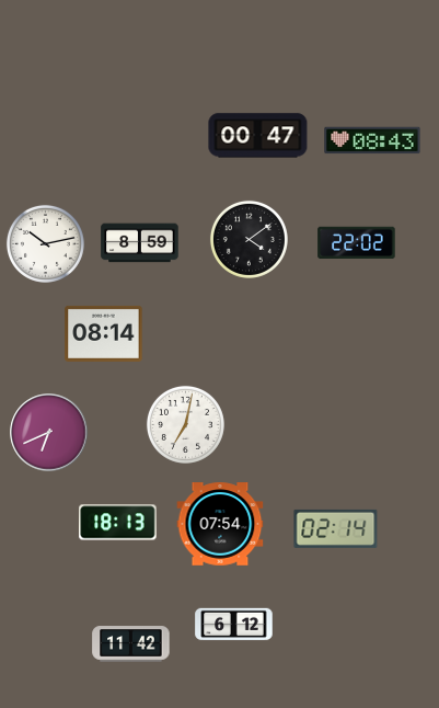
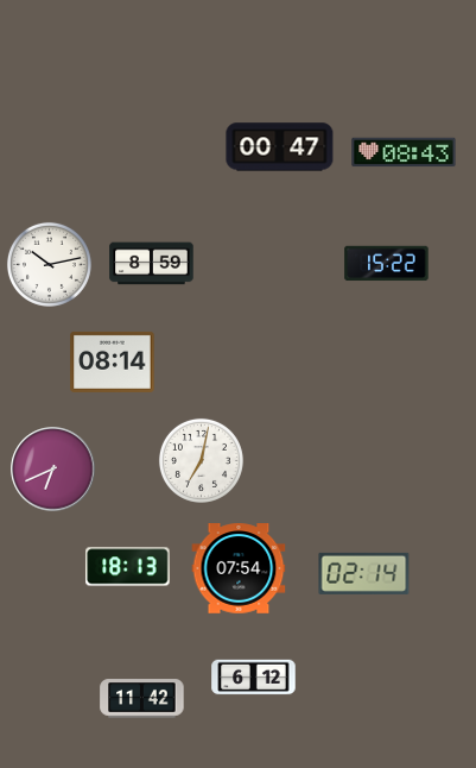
clock at (249, 239): 4:09 -> none
clock at (357, 243): 22:02 -> 15:22
